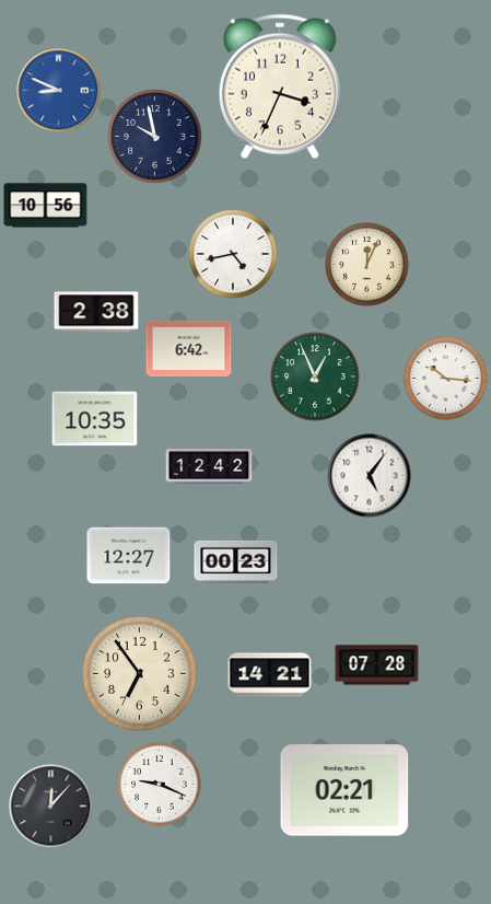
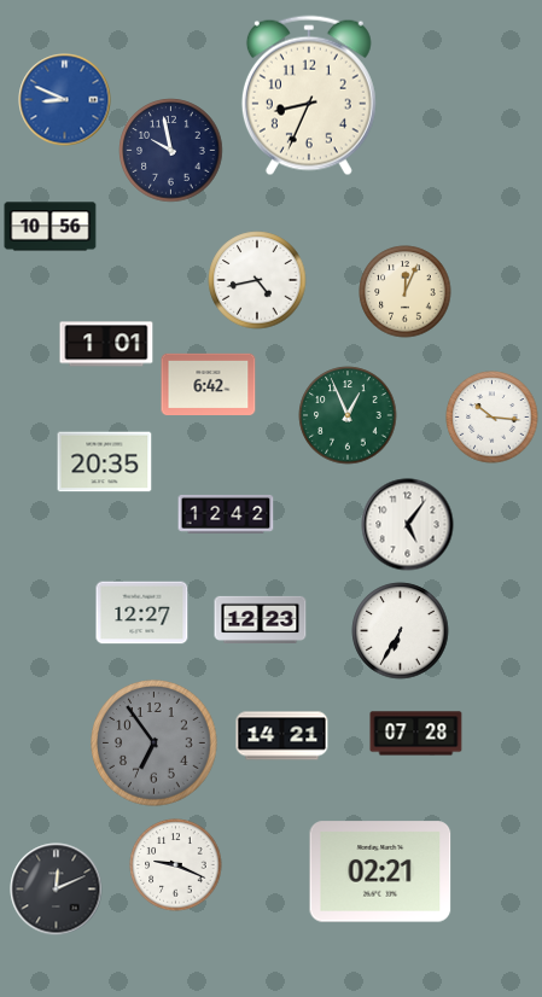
clock at (280, 86): 3:34 -> 8:34
clock at (96, 312): 2:38 -> 1:01
clock at (95, 419): 10:35 -> 20:35
clock at (209, 466) position: (209, 466) -> (226, 514)
clock at (236, 561): 00:23 -> 12:23
clock at (401, 631): none -> 6:35
clock at (140, 674) dial: cream -> grey
clock at (270, 675) position: (270, 675) -> (282, 736)
clock at (51, 807): 12:07 -> 12:11
